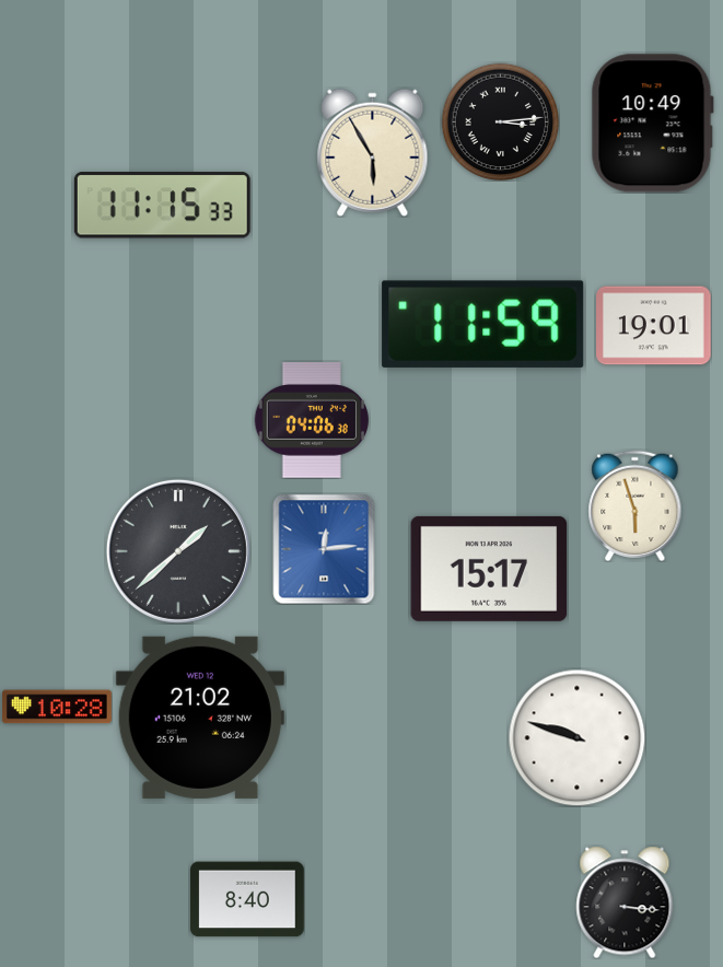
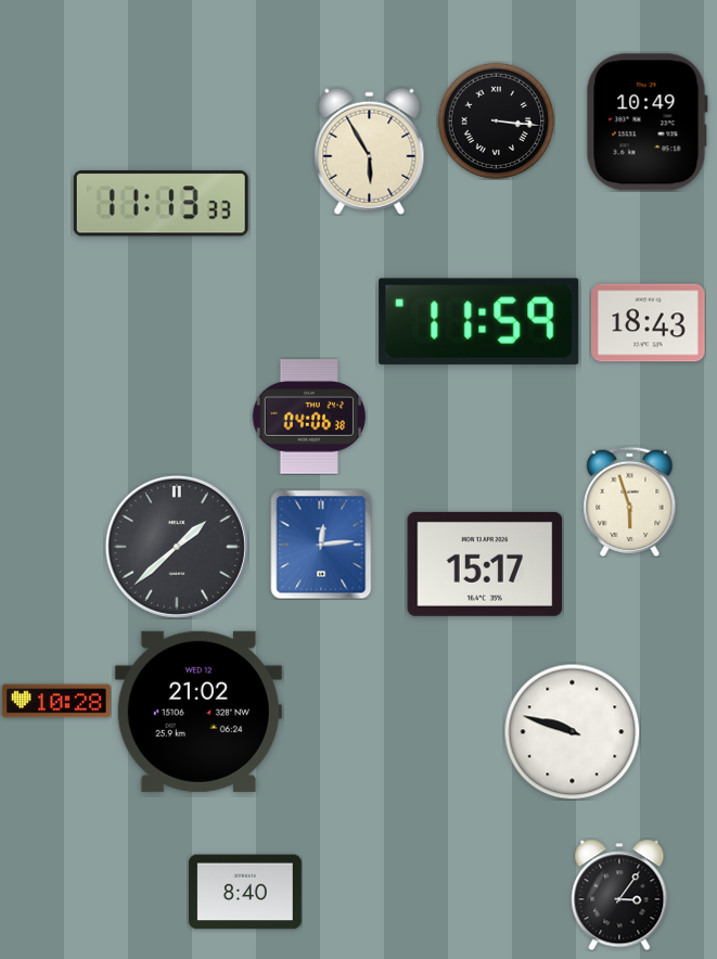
clock at (500, 121): 3:14 -> 3:16
clock at (162, 206): 11:15 -> 11:13
clock at (654, 326): 19:01 -> 18:43
clock at (625, 902): 3:16 -> 3:06
